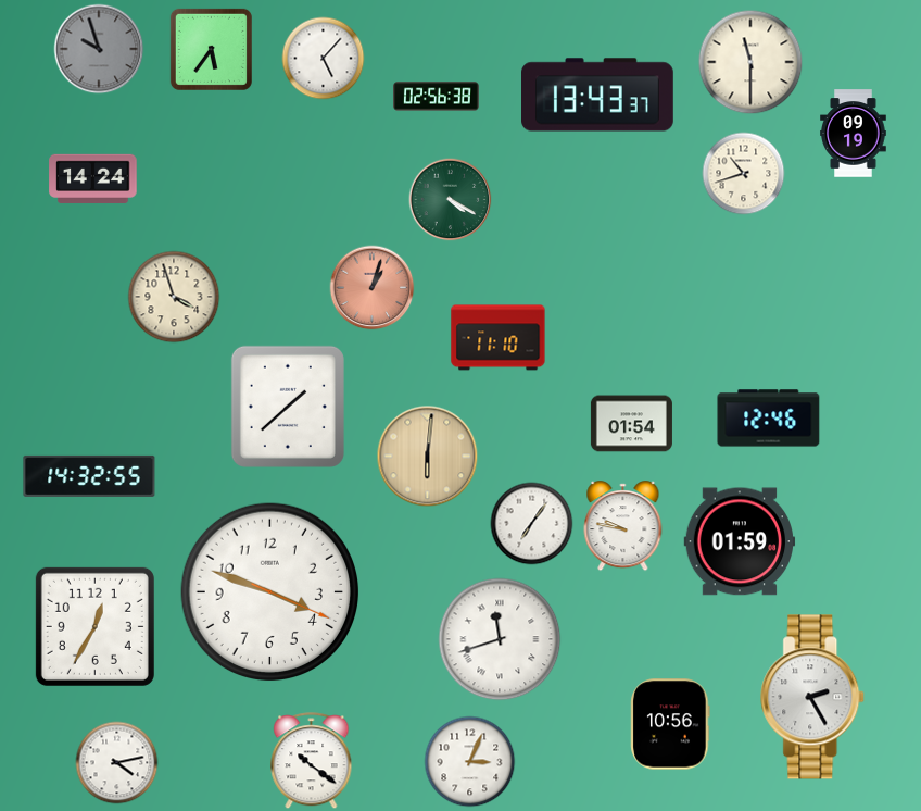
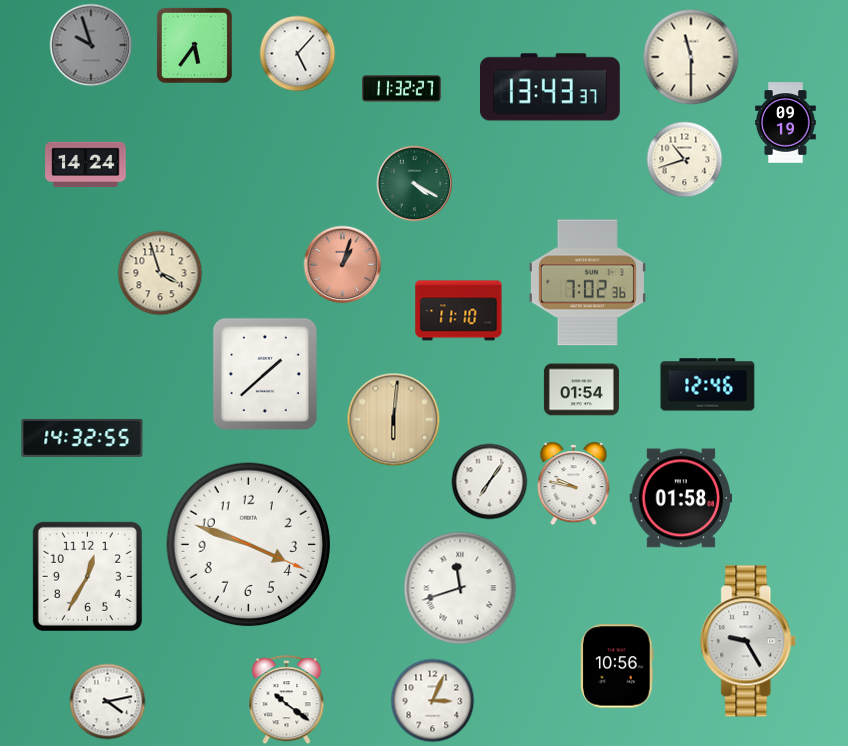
clock at (437, 97): 02:56 -> 11:32
clock at (587, 283): none -> 7:02
clock at (740, 541): 01:59 -> 01:58
clock at (813, 697): 2:25 -> 9:25
